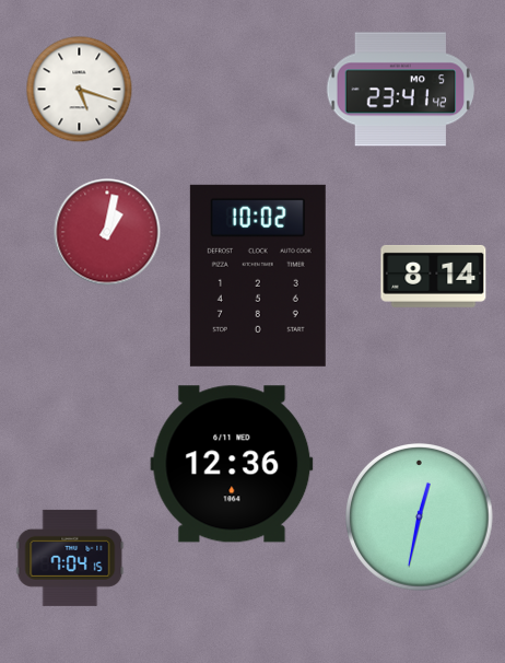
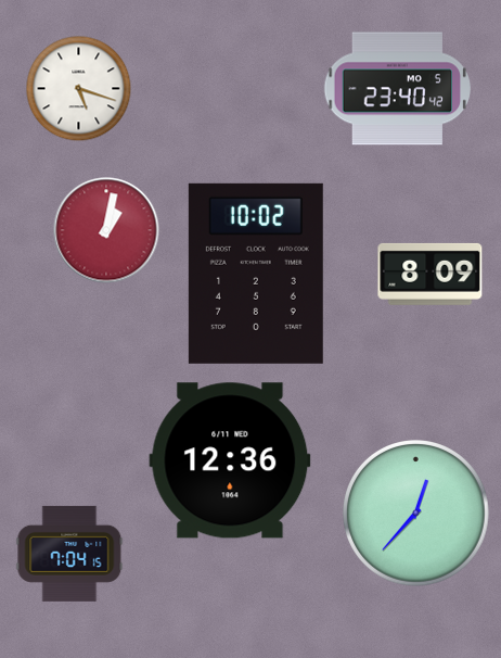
clock at (401, 90): 23:41 -> 23:40
clock at (434, 276): 8:14 -> 8:09
clock at (420, 517): 12:32 -> 12:37
